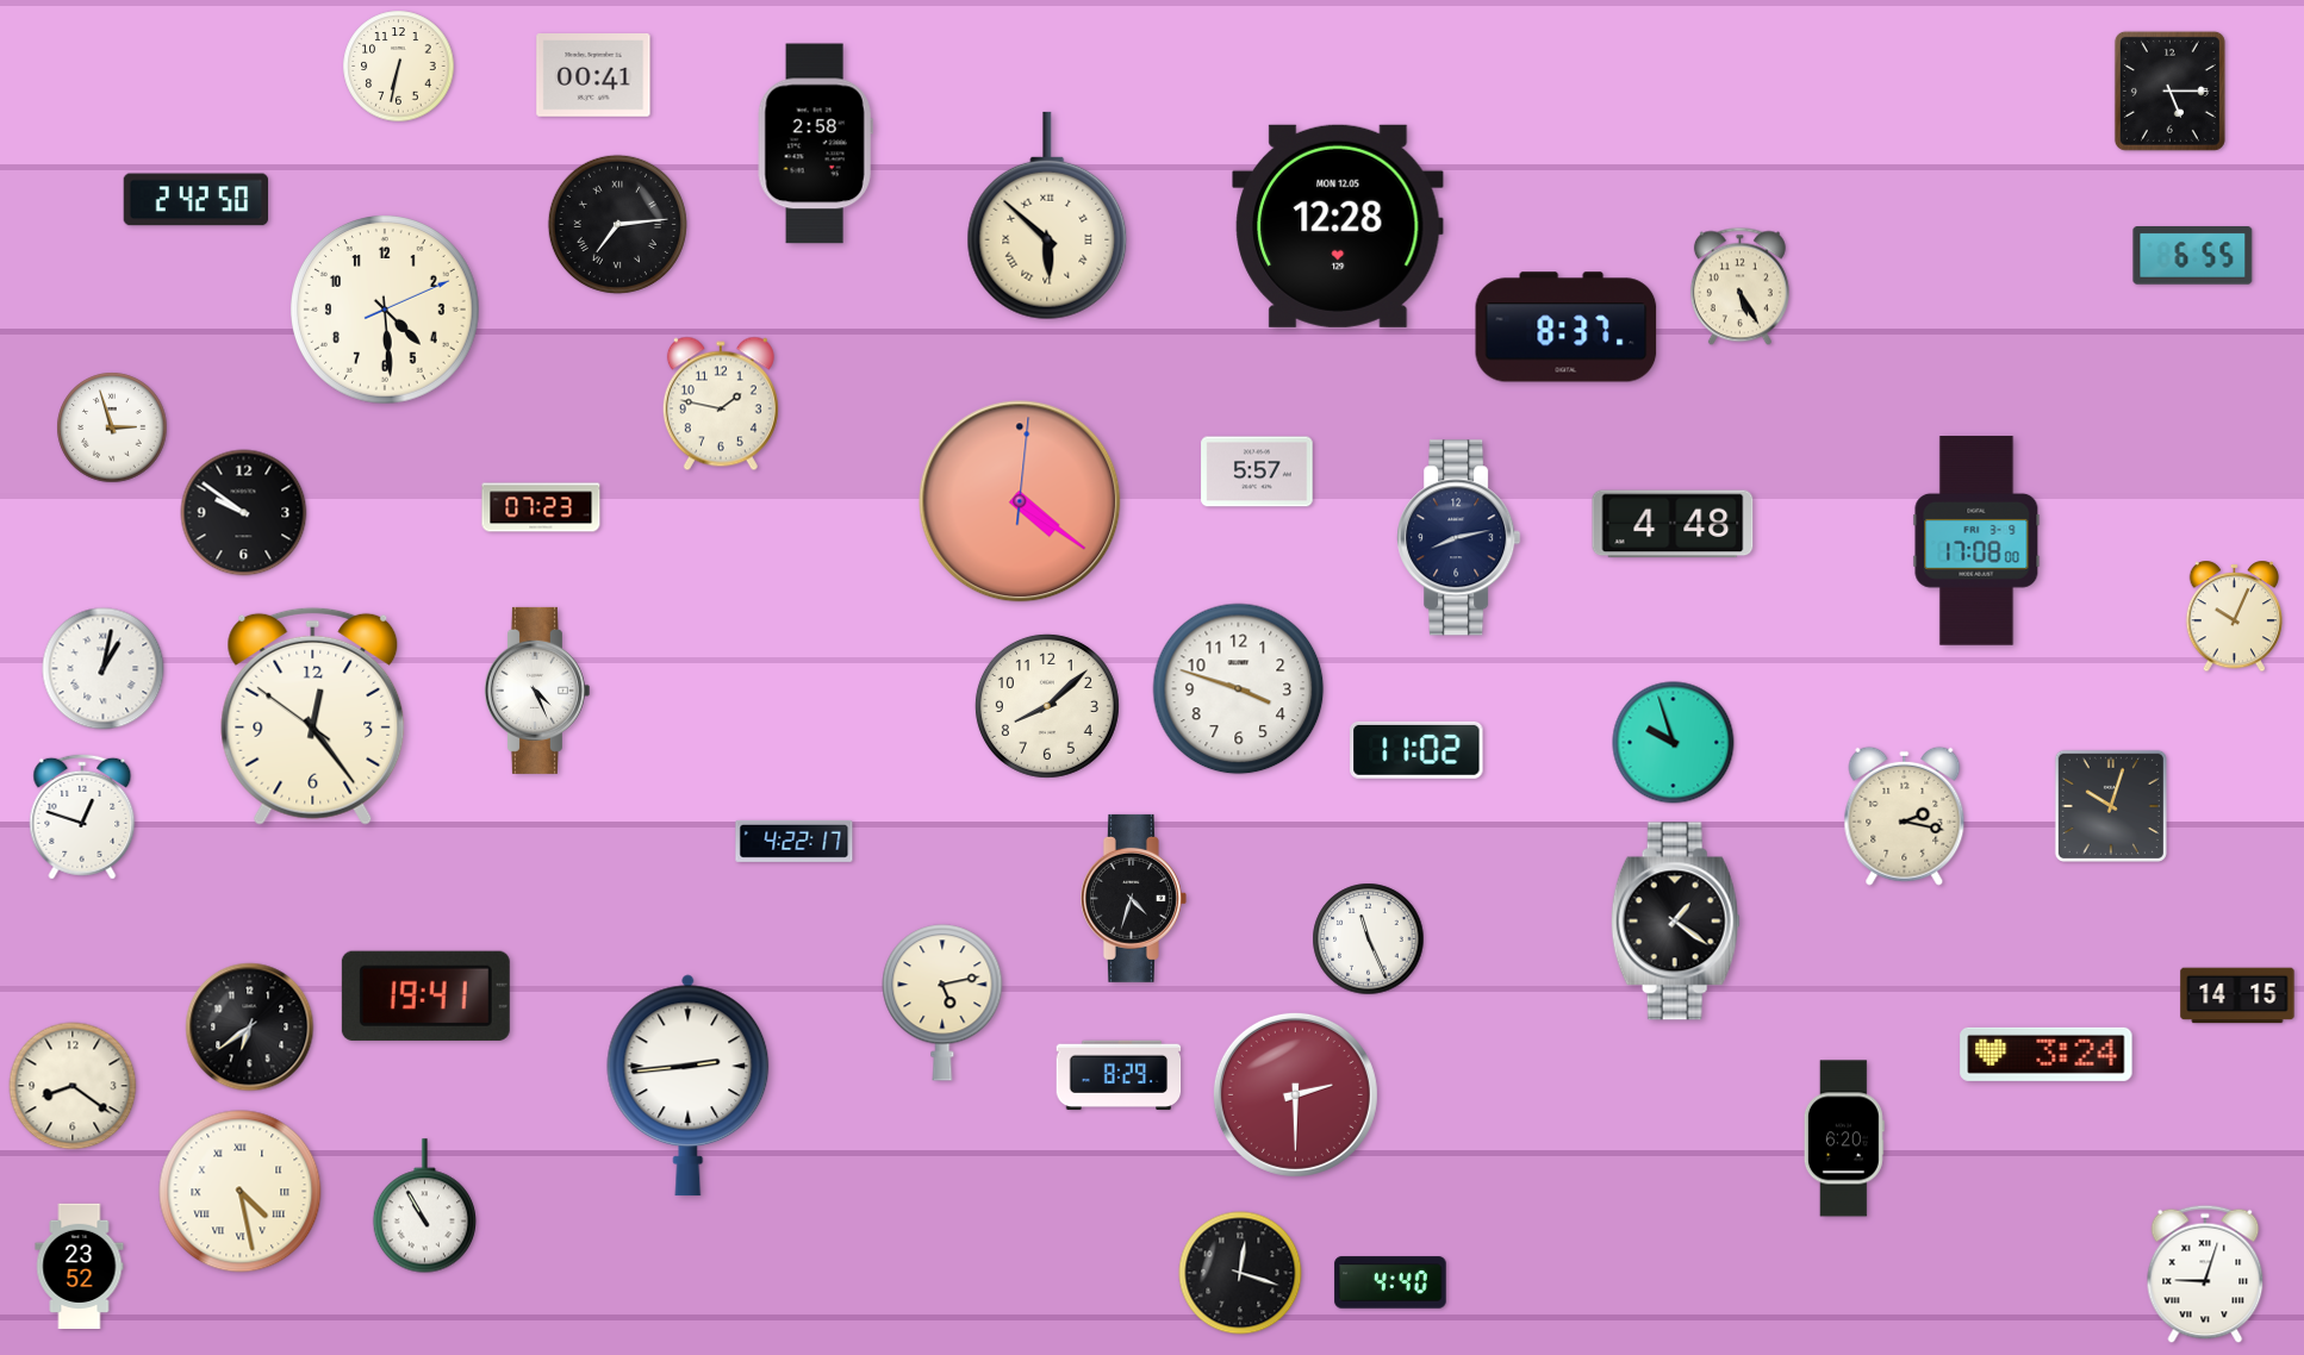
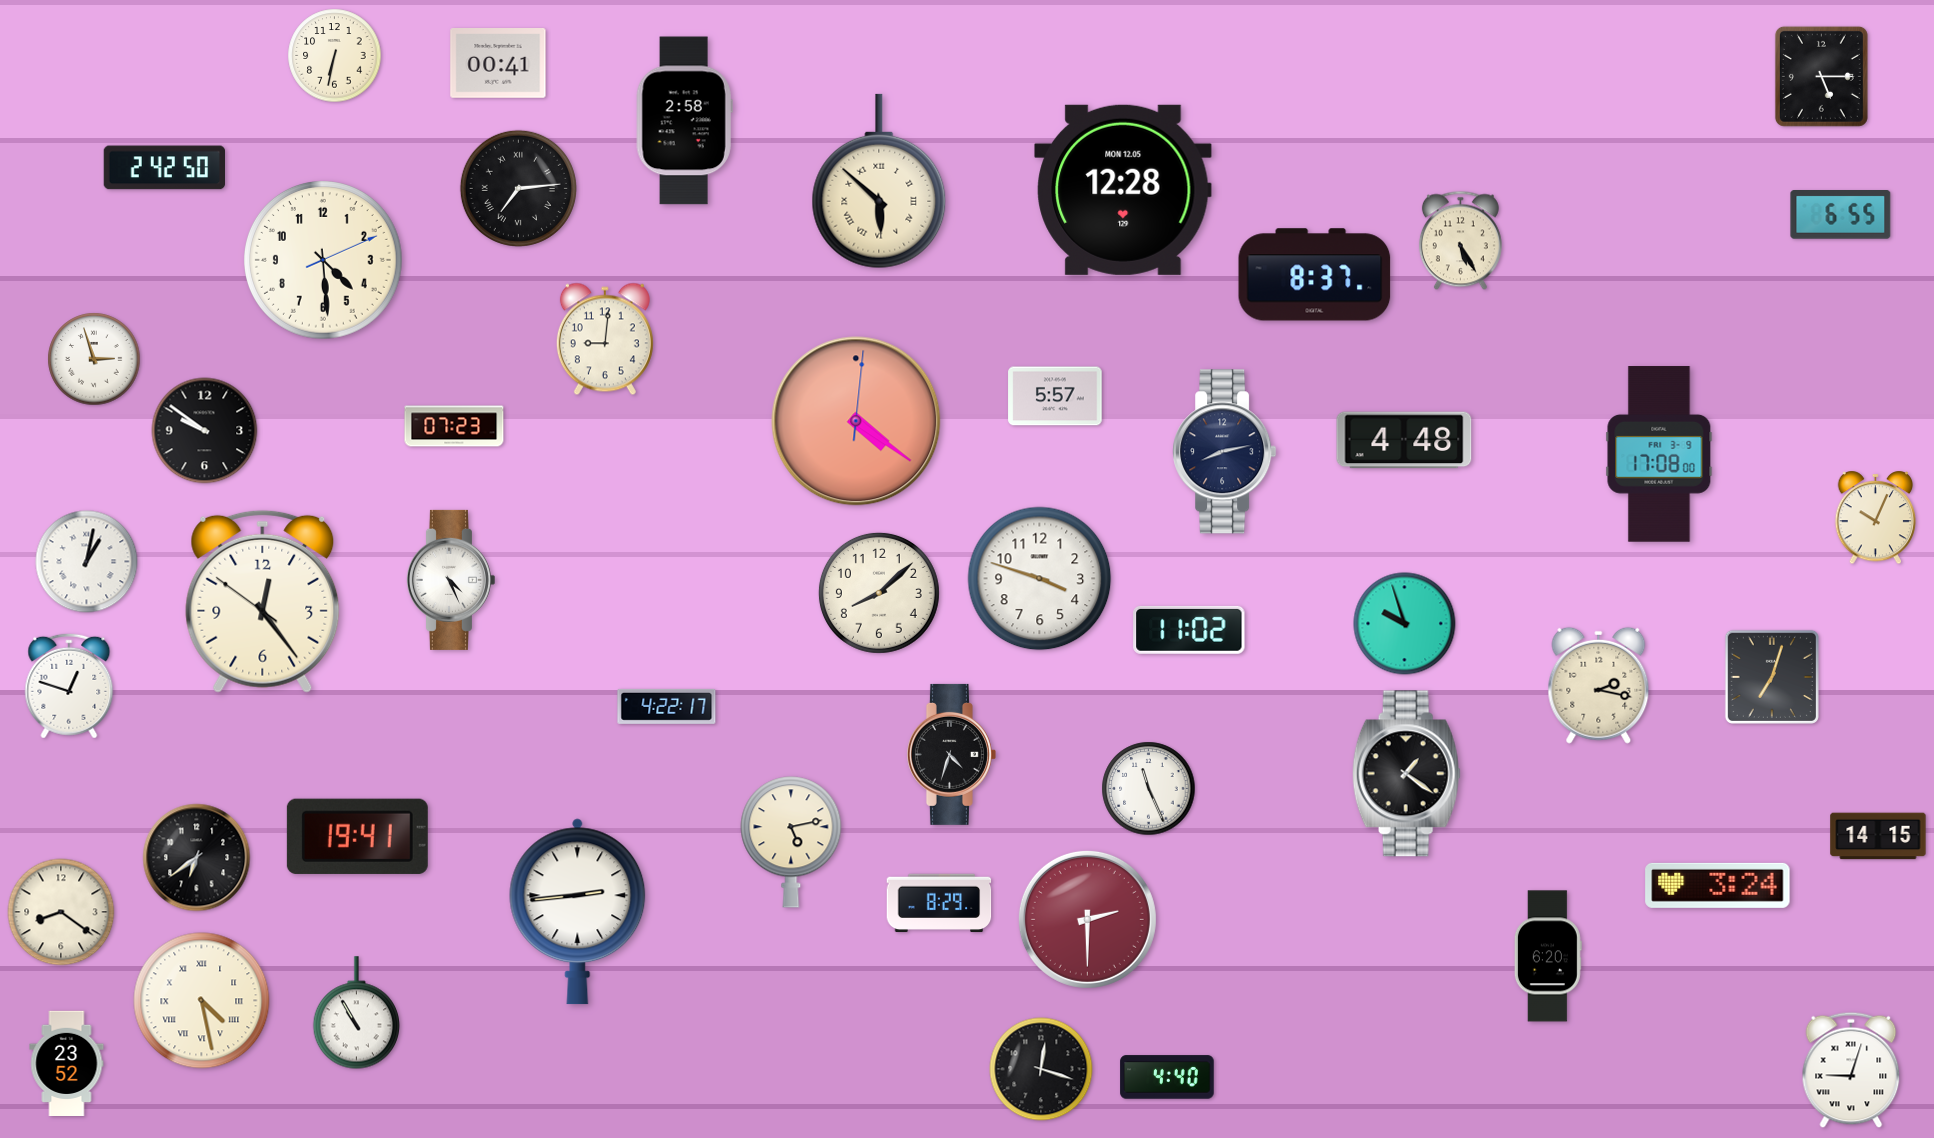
clock at (721, 404): 1:47 -> 9:01
clock at (2111, 806): 10:03 -> 7:03
clock at (250, 1028) position: (250, 1028) -> (197, 858)
